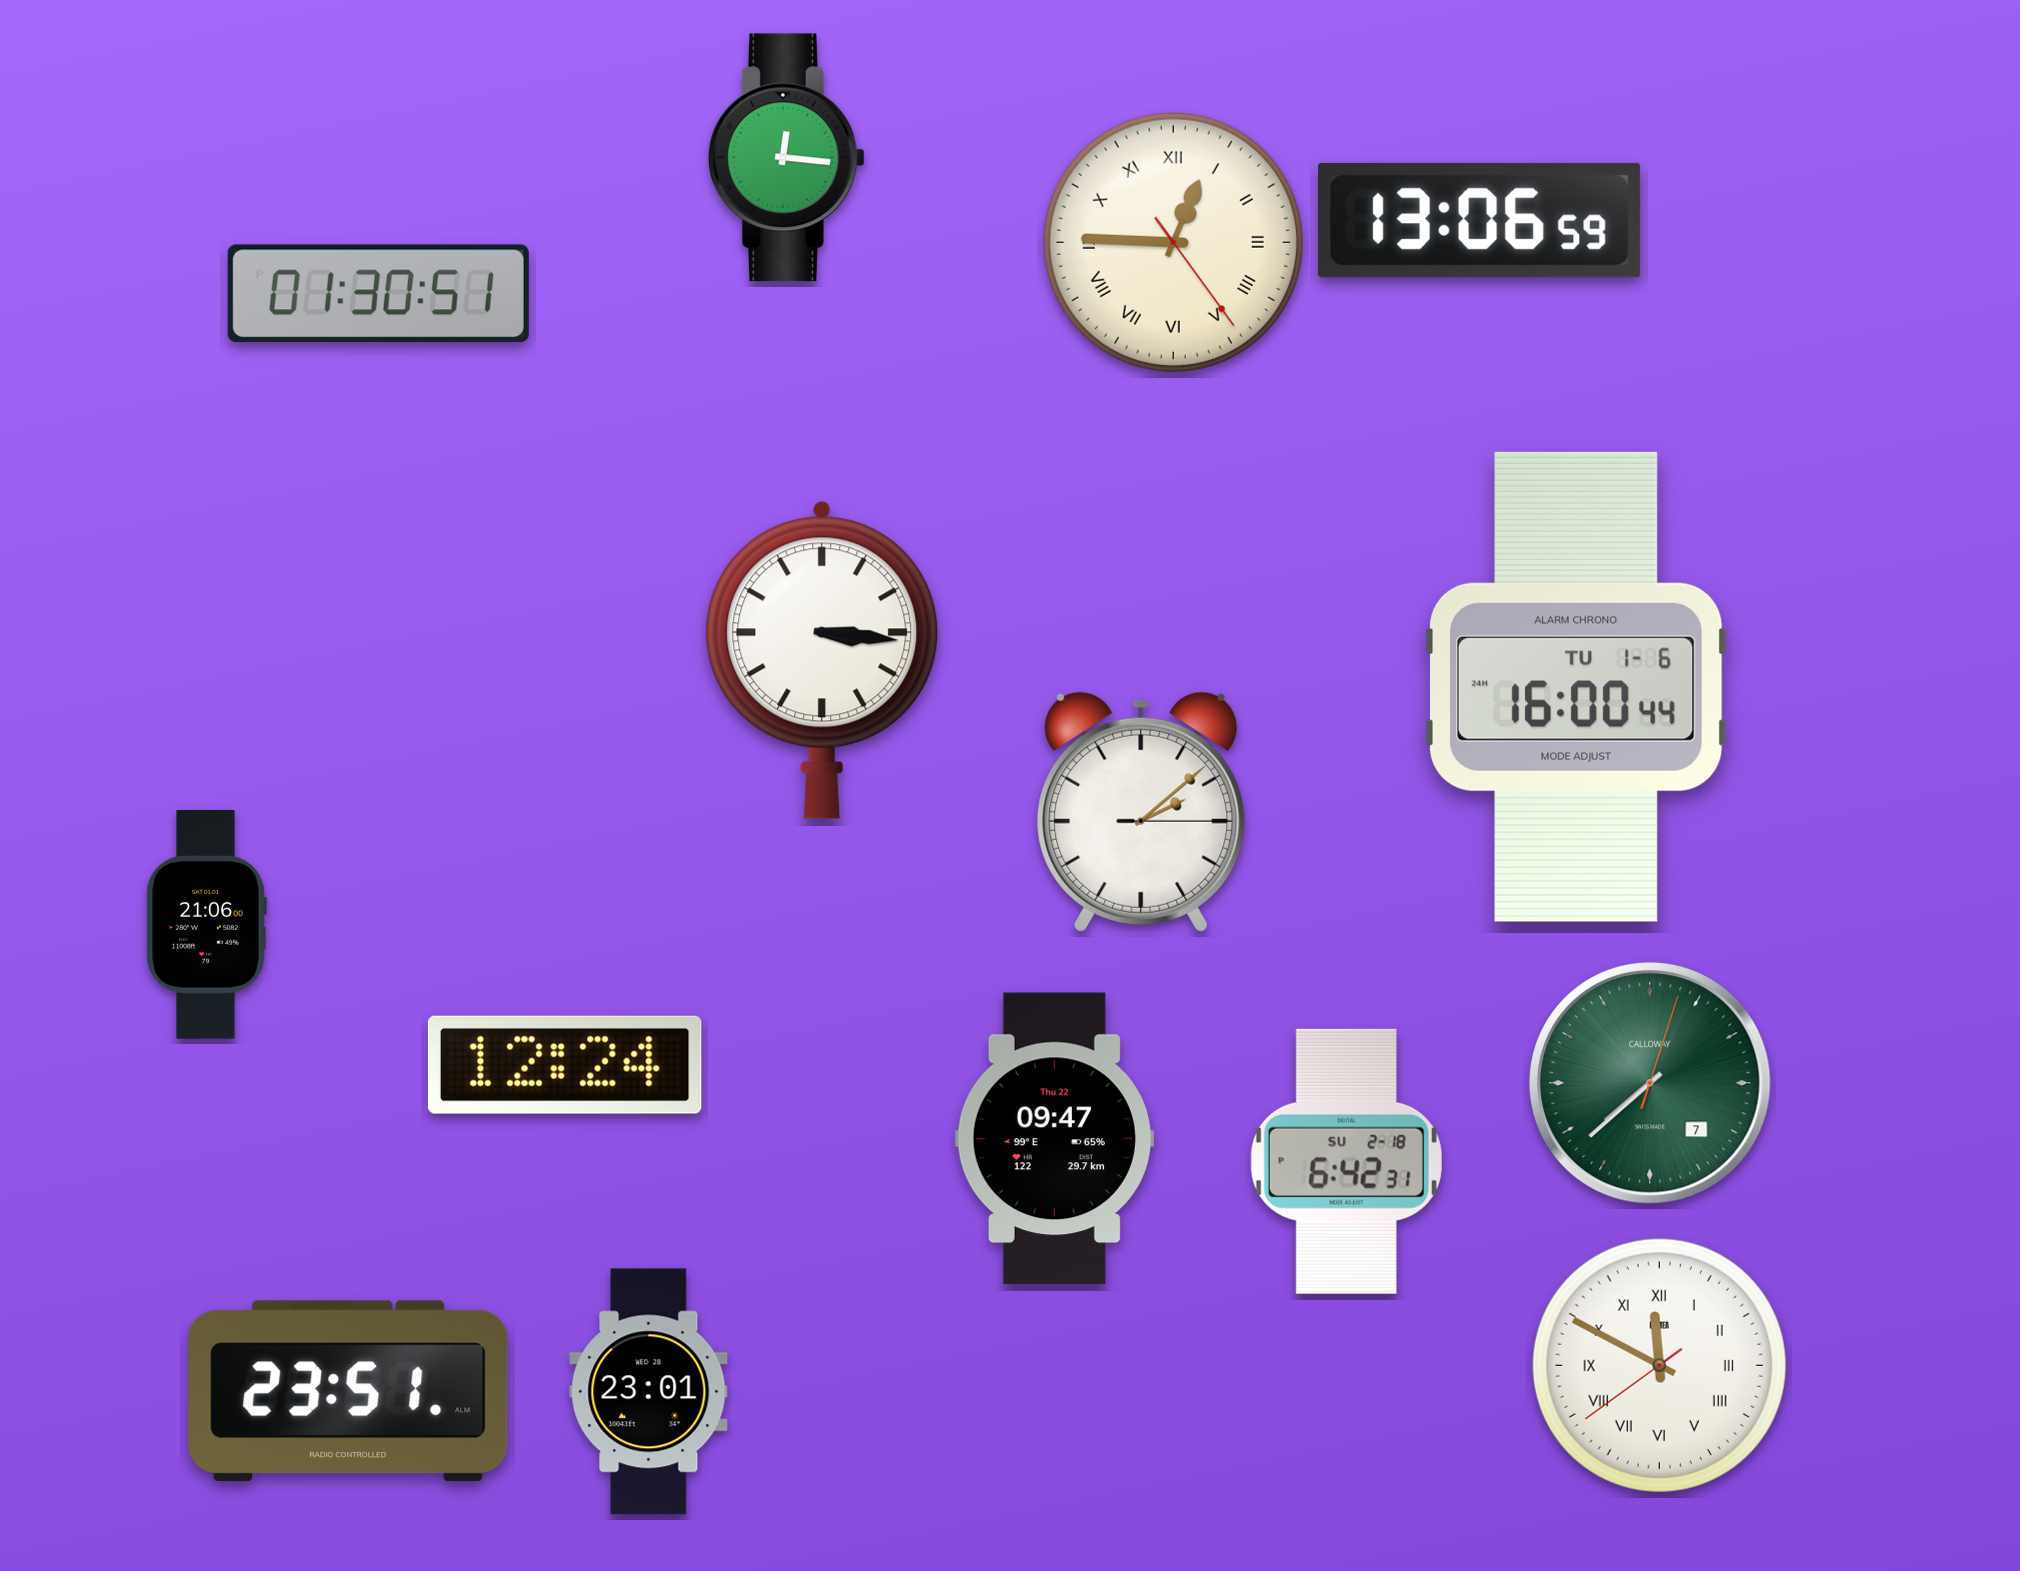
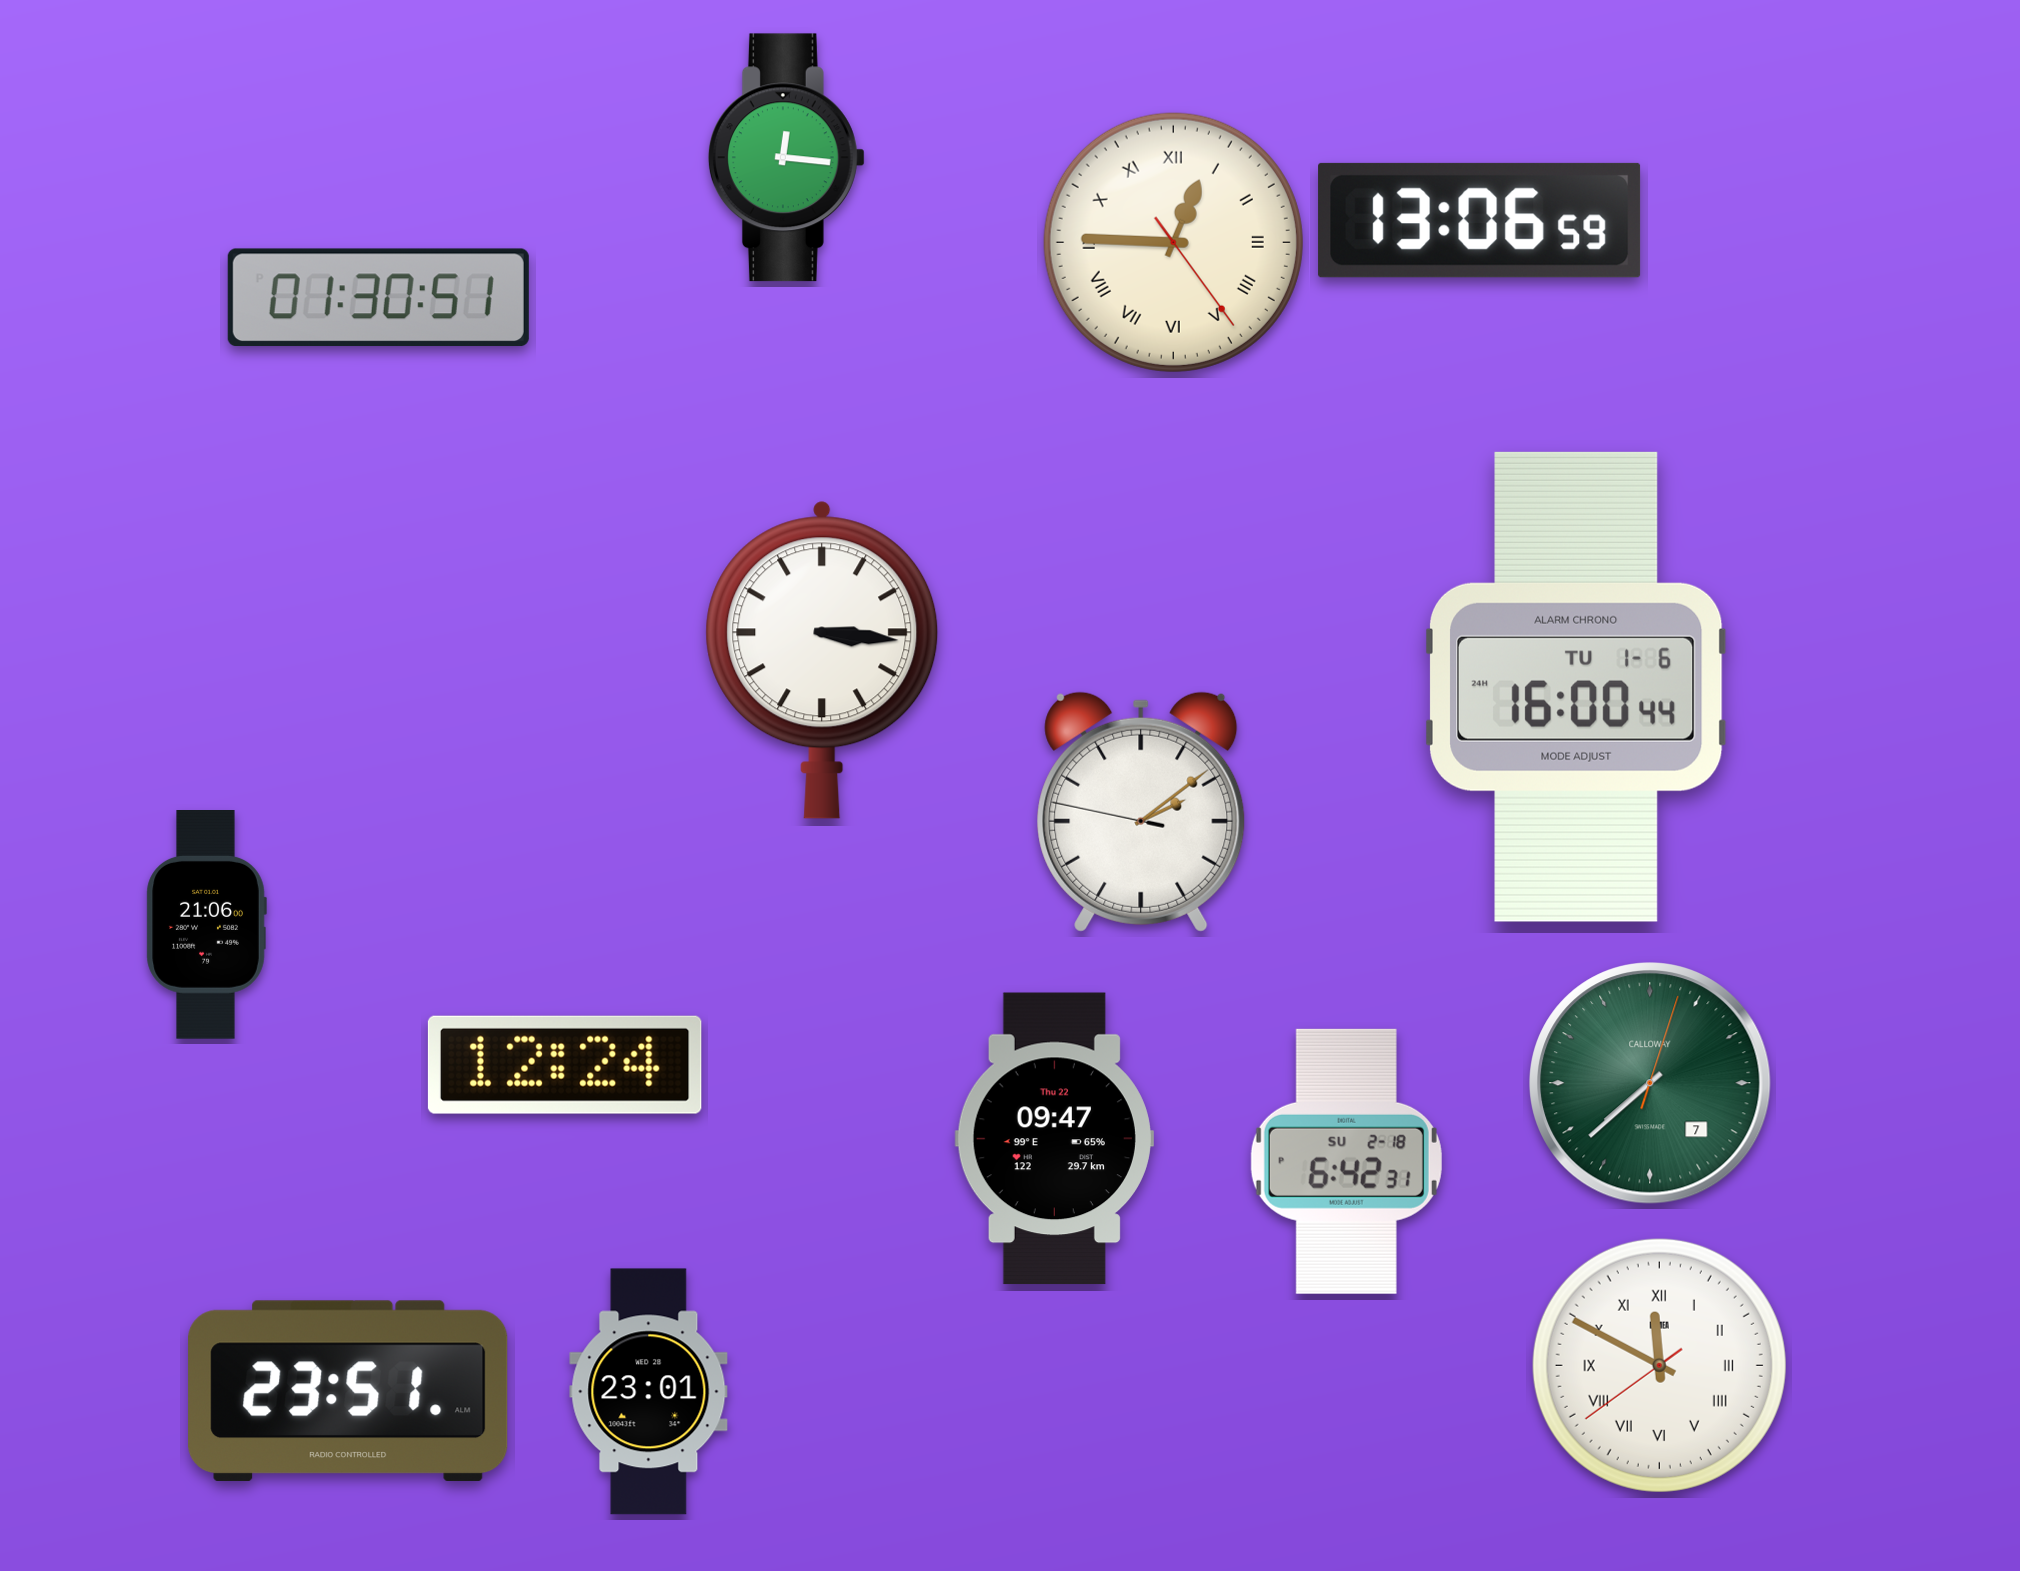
clock at (378, 294) position: (378, 294) -> (378, 298)
clock at (1141, 812): 2:08:15 -> 2:08:47
